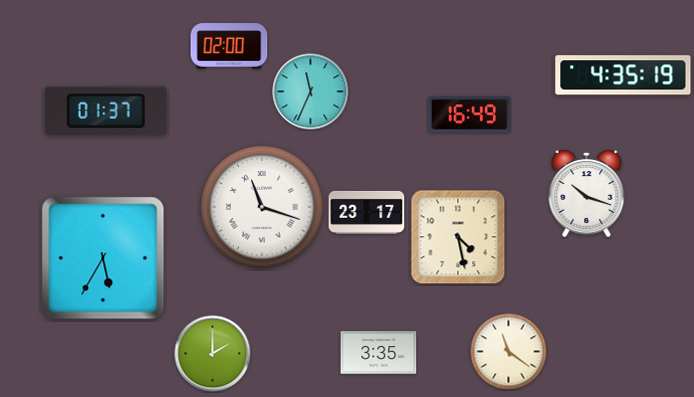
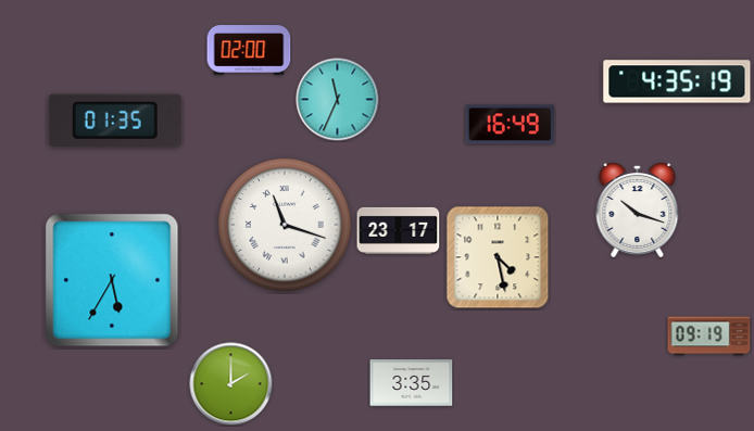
clock at (106, 111): 01:37 -> 01:35
clock at (709, 337): none -> 09:19
clock at (509, 352): 11:21 -> none
